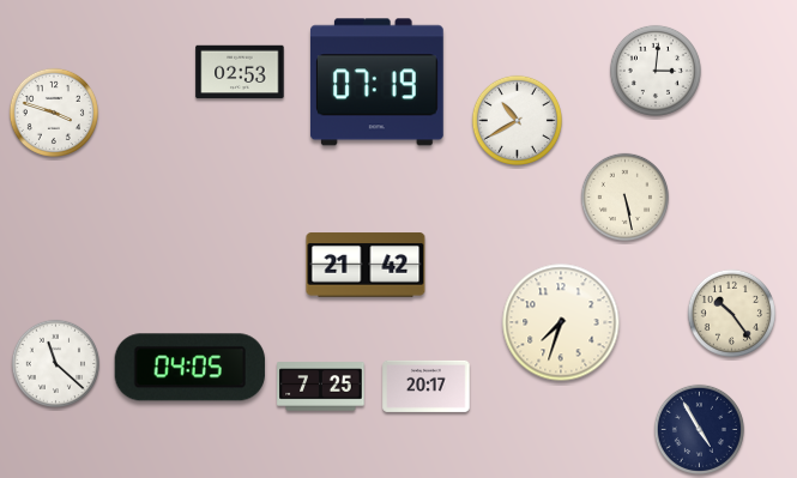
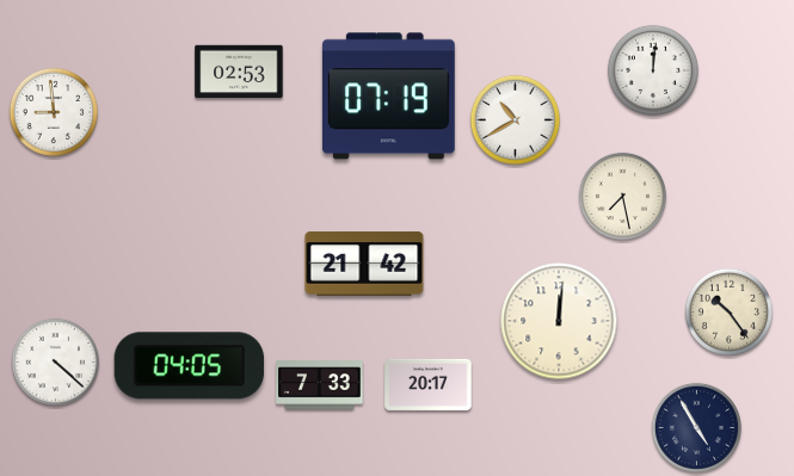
clock at (656, 71): 3:01 -> 12:01
clock at (376, 83) position: (376, 83) -> (388, 97)
clock at (54, 113): 3:48 -> 8:59
clock at (624, 196): 5:28 -> 7:28
clock at (561, 322): 7:33 -> 12:01
clock at (55, 363): 11:22 -> 4:22
clock at (427, 386) position: (427, 386) -> (429, 384)
clock at (321, 387): 7:25 -> 7:33
